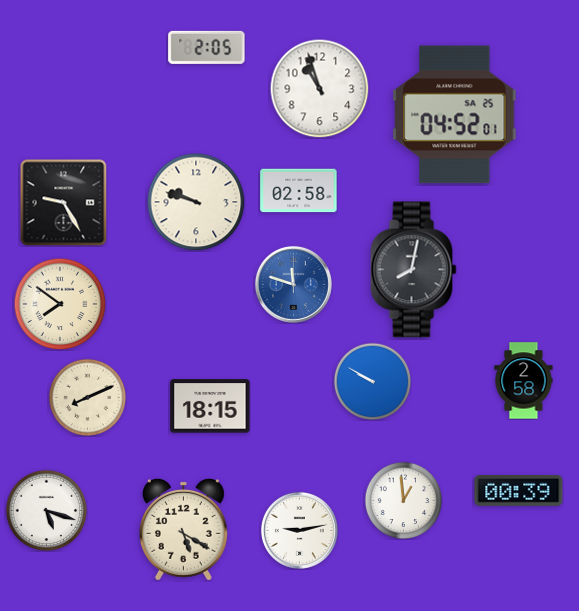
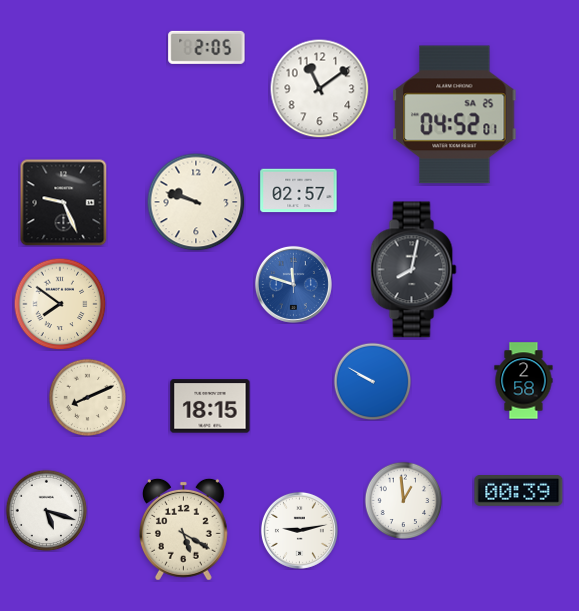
clock at (320, 89): 10:57 -> 11:09
clock at (299, 191): 02:58 -> 02:57
clock at (63, 202): 9:25 -> 9:26
